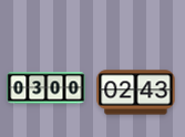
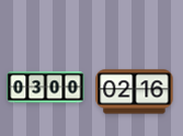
clock at (136, 93): 02:43 -> 02:16
